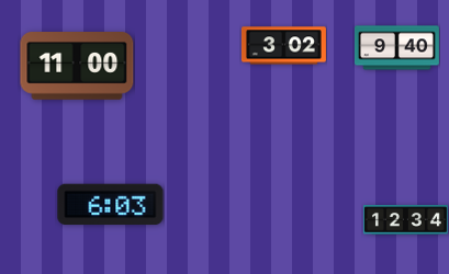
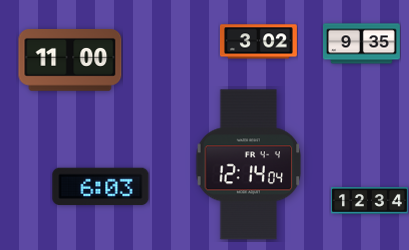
clock at (396, 48): 9:40 -> 9:35
clock at (249, 165): none -> 12:14
